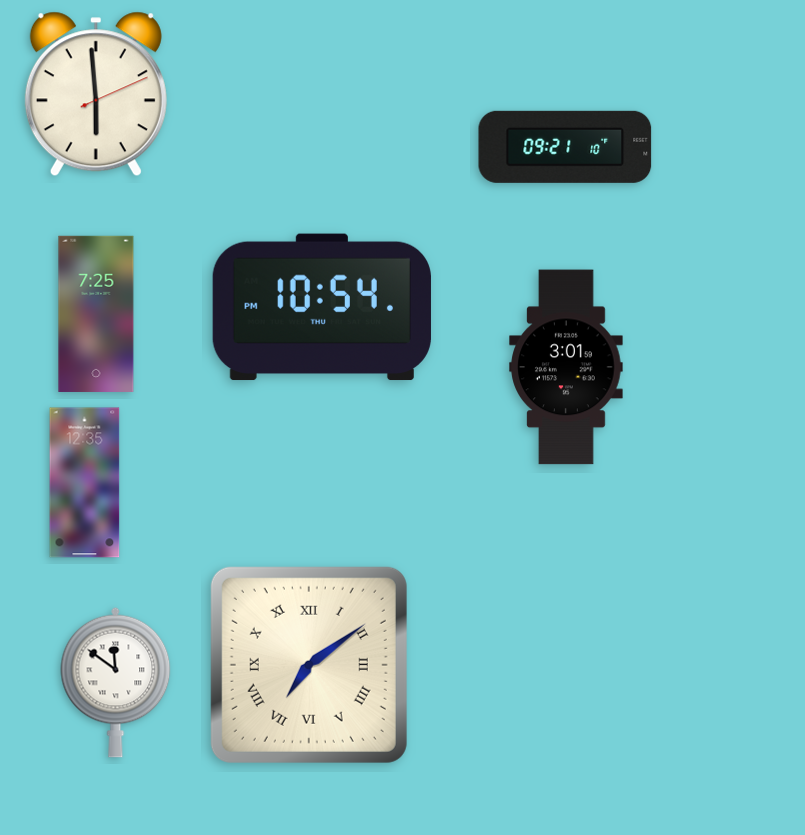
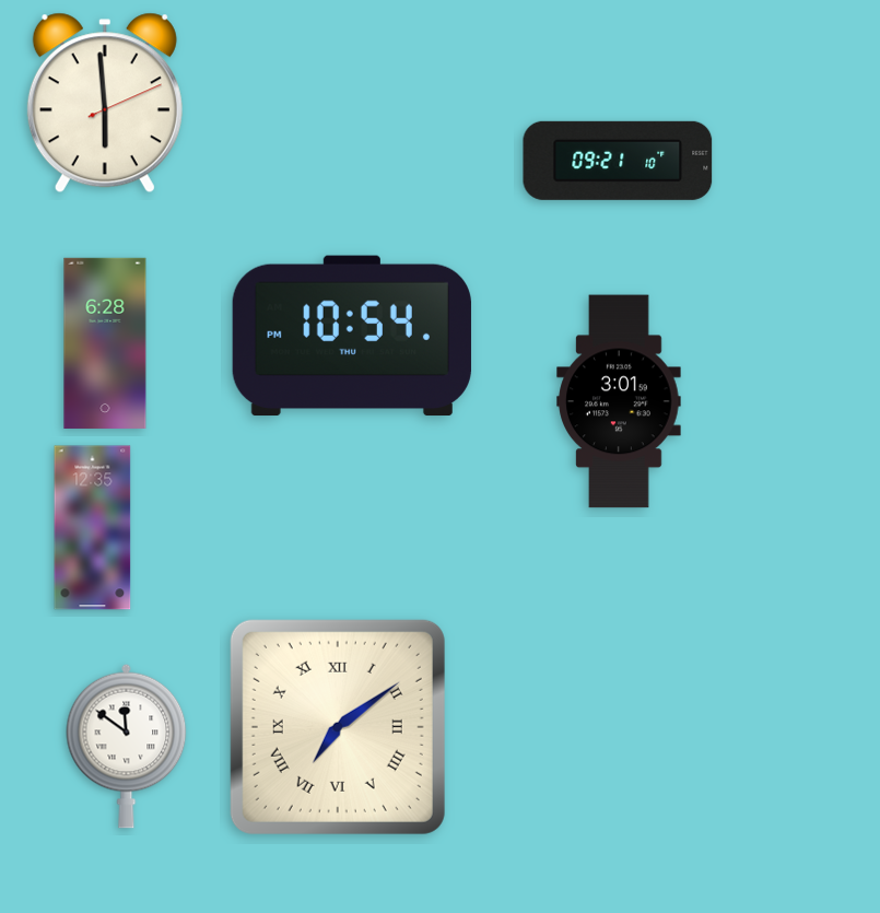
clock at (96, 314): 7:25 -> 6:28
